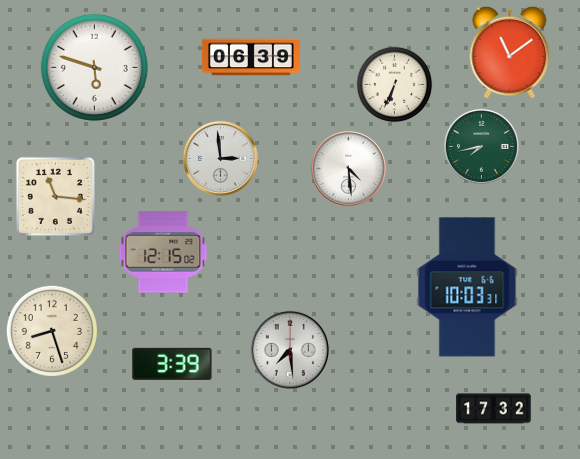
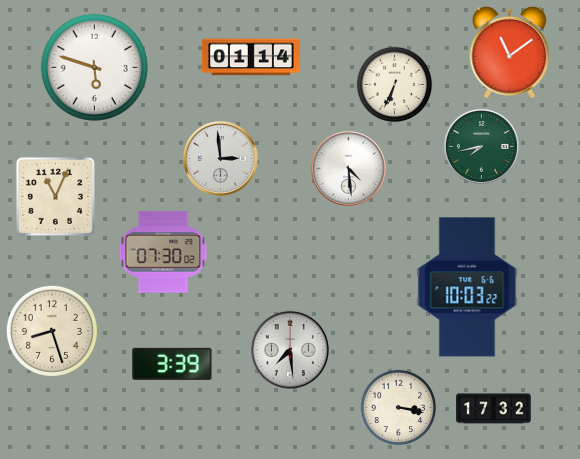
clock at (251, 57): 06:39 -> 01:14
clock at (55, 196): 11:16 -> 11:04
clock at (163, 252): 12:15 -> 07:30
clock at (467, 287): 10:03:31 -> 10:03:22
clock at (399, 408): none -> 3:17
